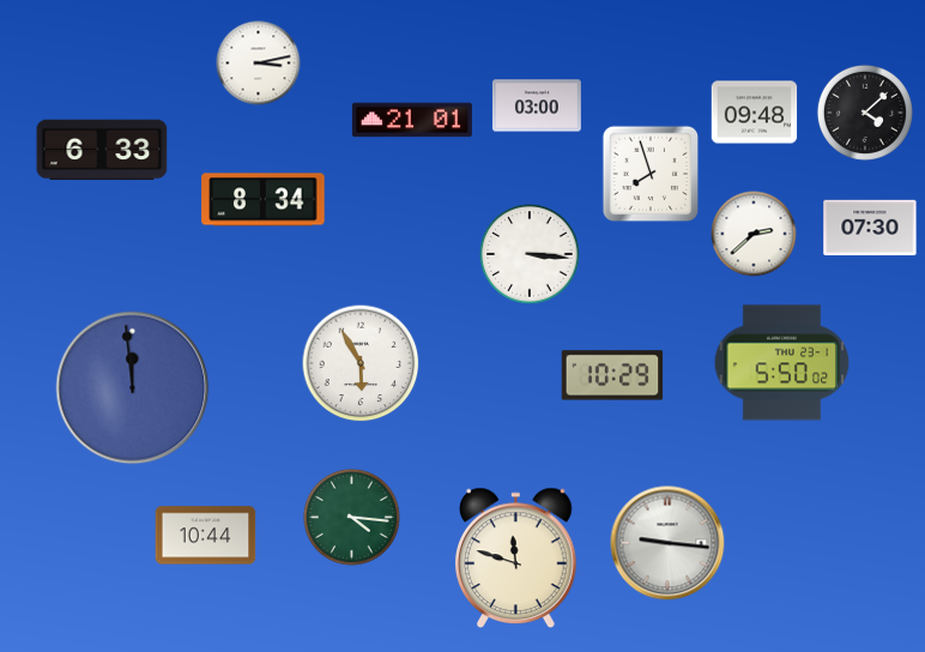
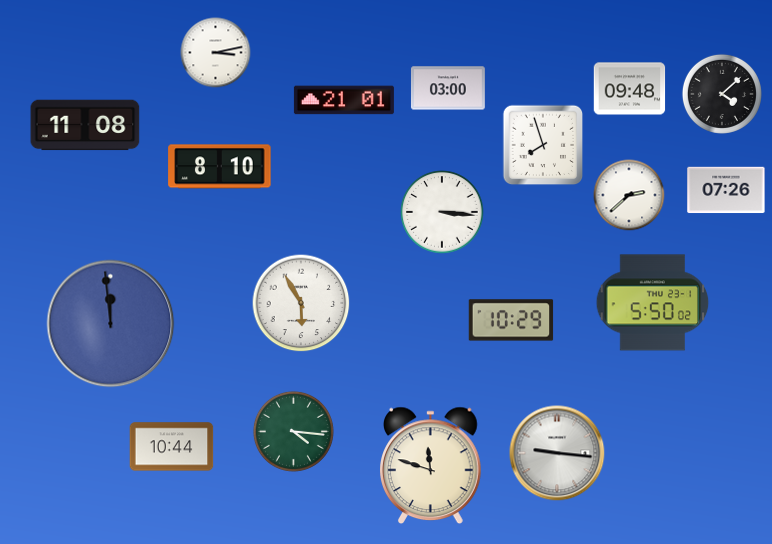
clock at (755, 113) position: (755, 113) -> (630, 89)
clock at (102, 150): 6:33 -> 11:08
clock at (264, 200): 8:34 -> 8:10
clock at (870, 228): 07:30 -> 07:26
clock at (612, 375) position: (612, 375) -> (511, 320)
